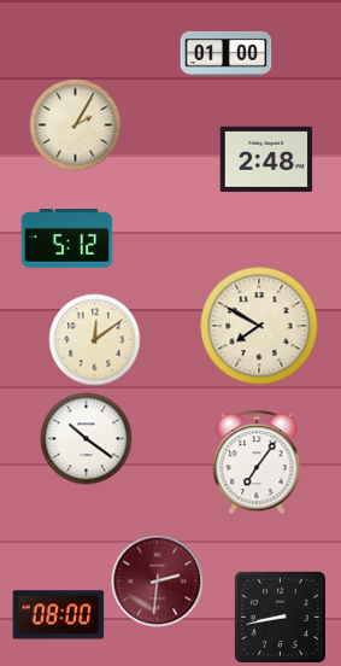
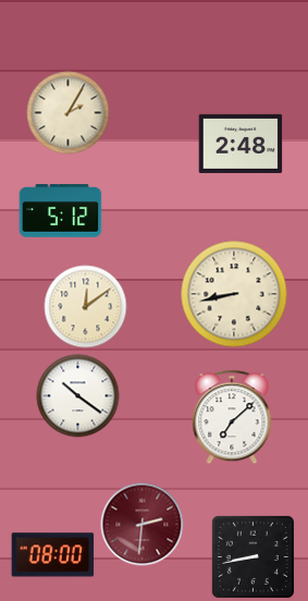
clock at (227, 53): 01:00 -> none
clock at (67, 239) position: (67, 239) -> (61, 211)
clock at (259, 326): 7:50 -> 8:43
clock at (257, 462): 7:06 -> 7:08
